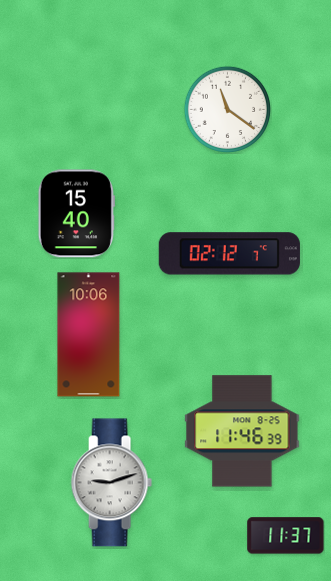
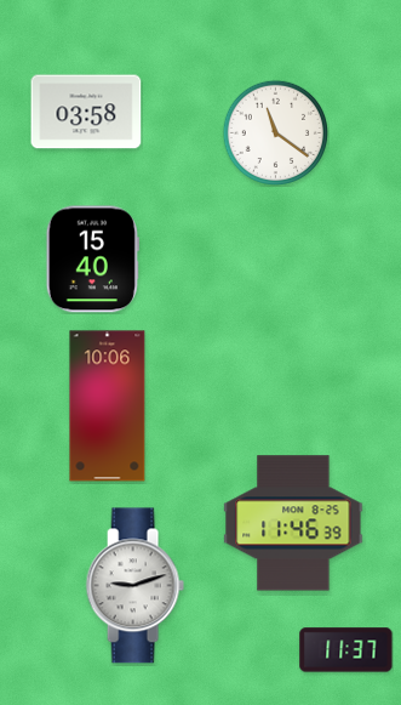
clock at (86, 112): none -> 03:58
clock at (229, 254): 02:12 -> none
